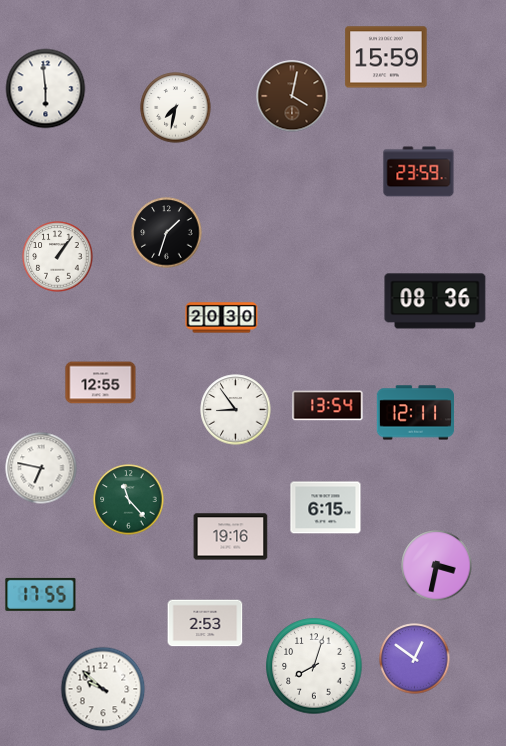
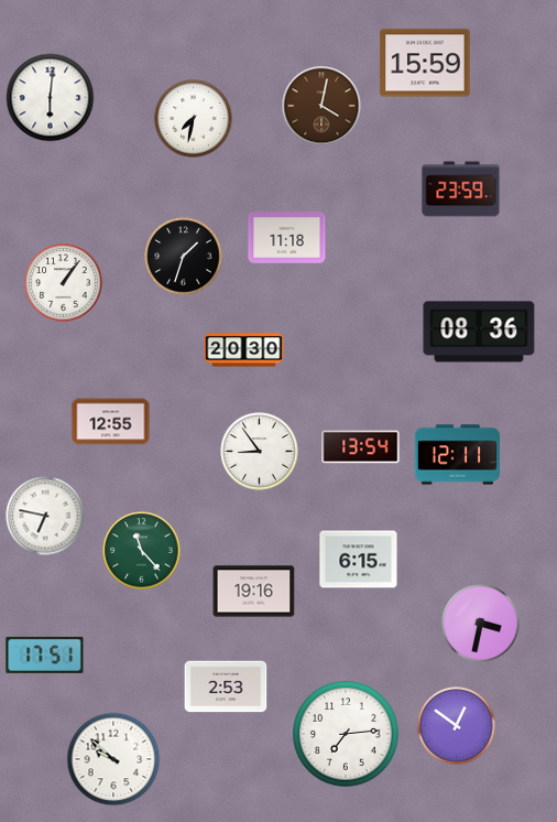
clock at (46, 89): 5:59 -> 6:01
clock at (287, 238): none -> 11:18
clock at (41, 594): 17:55 -> 17:51
clock at (314, 666): 8:03 -> 7:14
